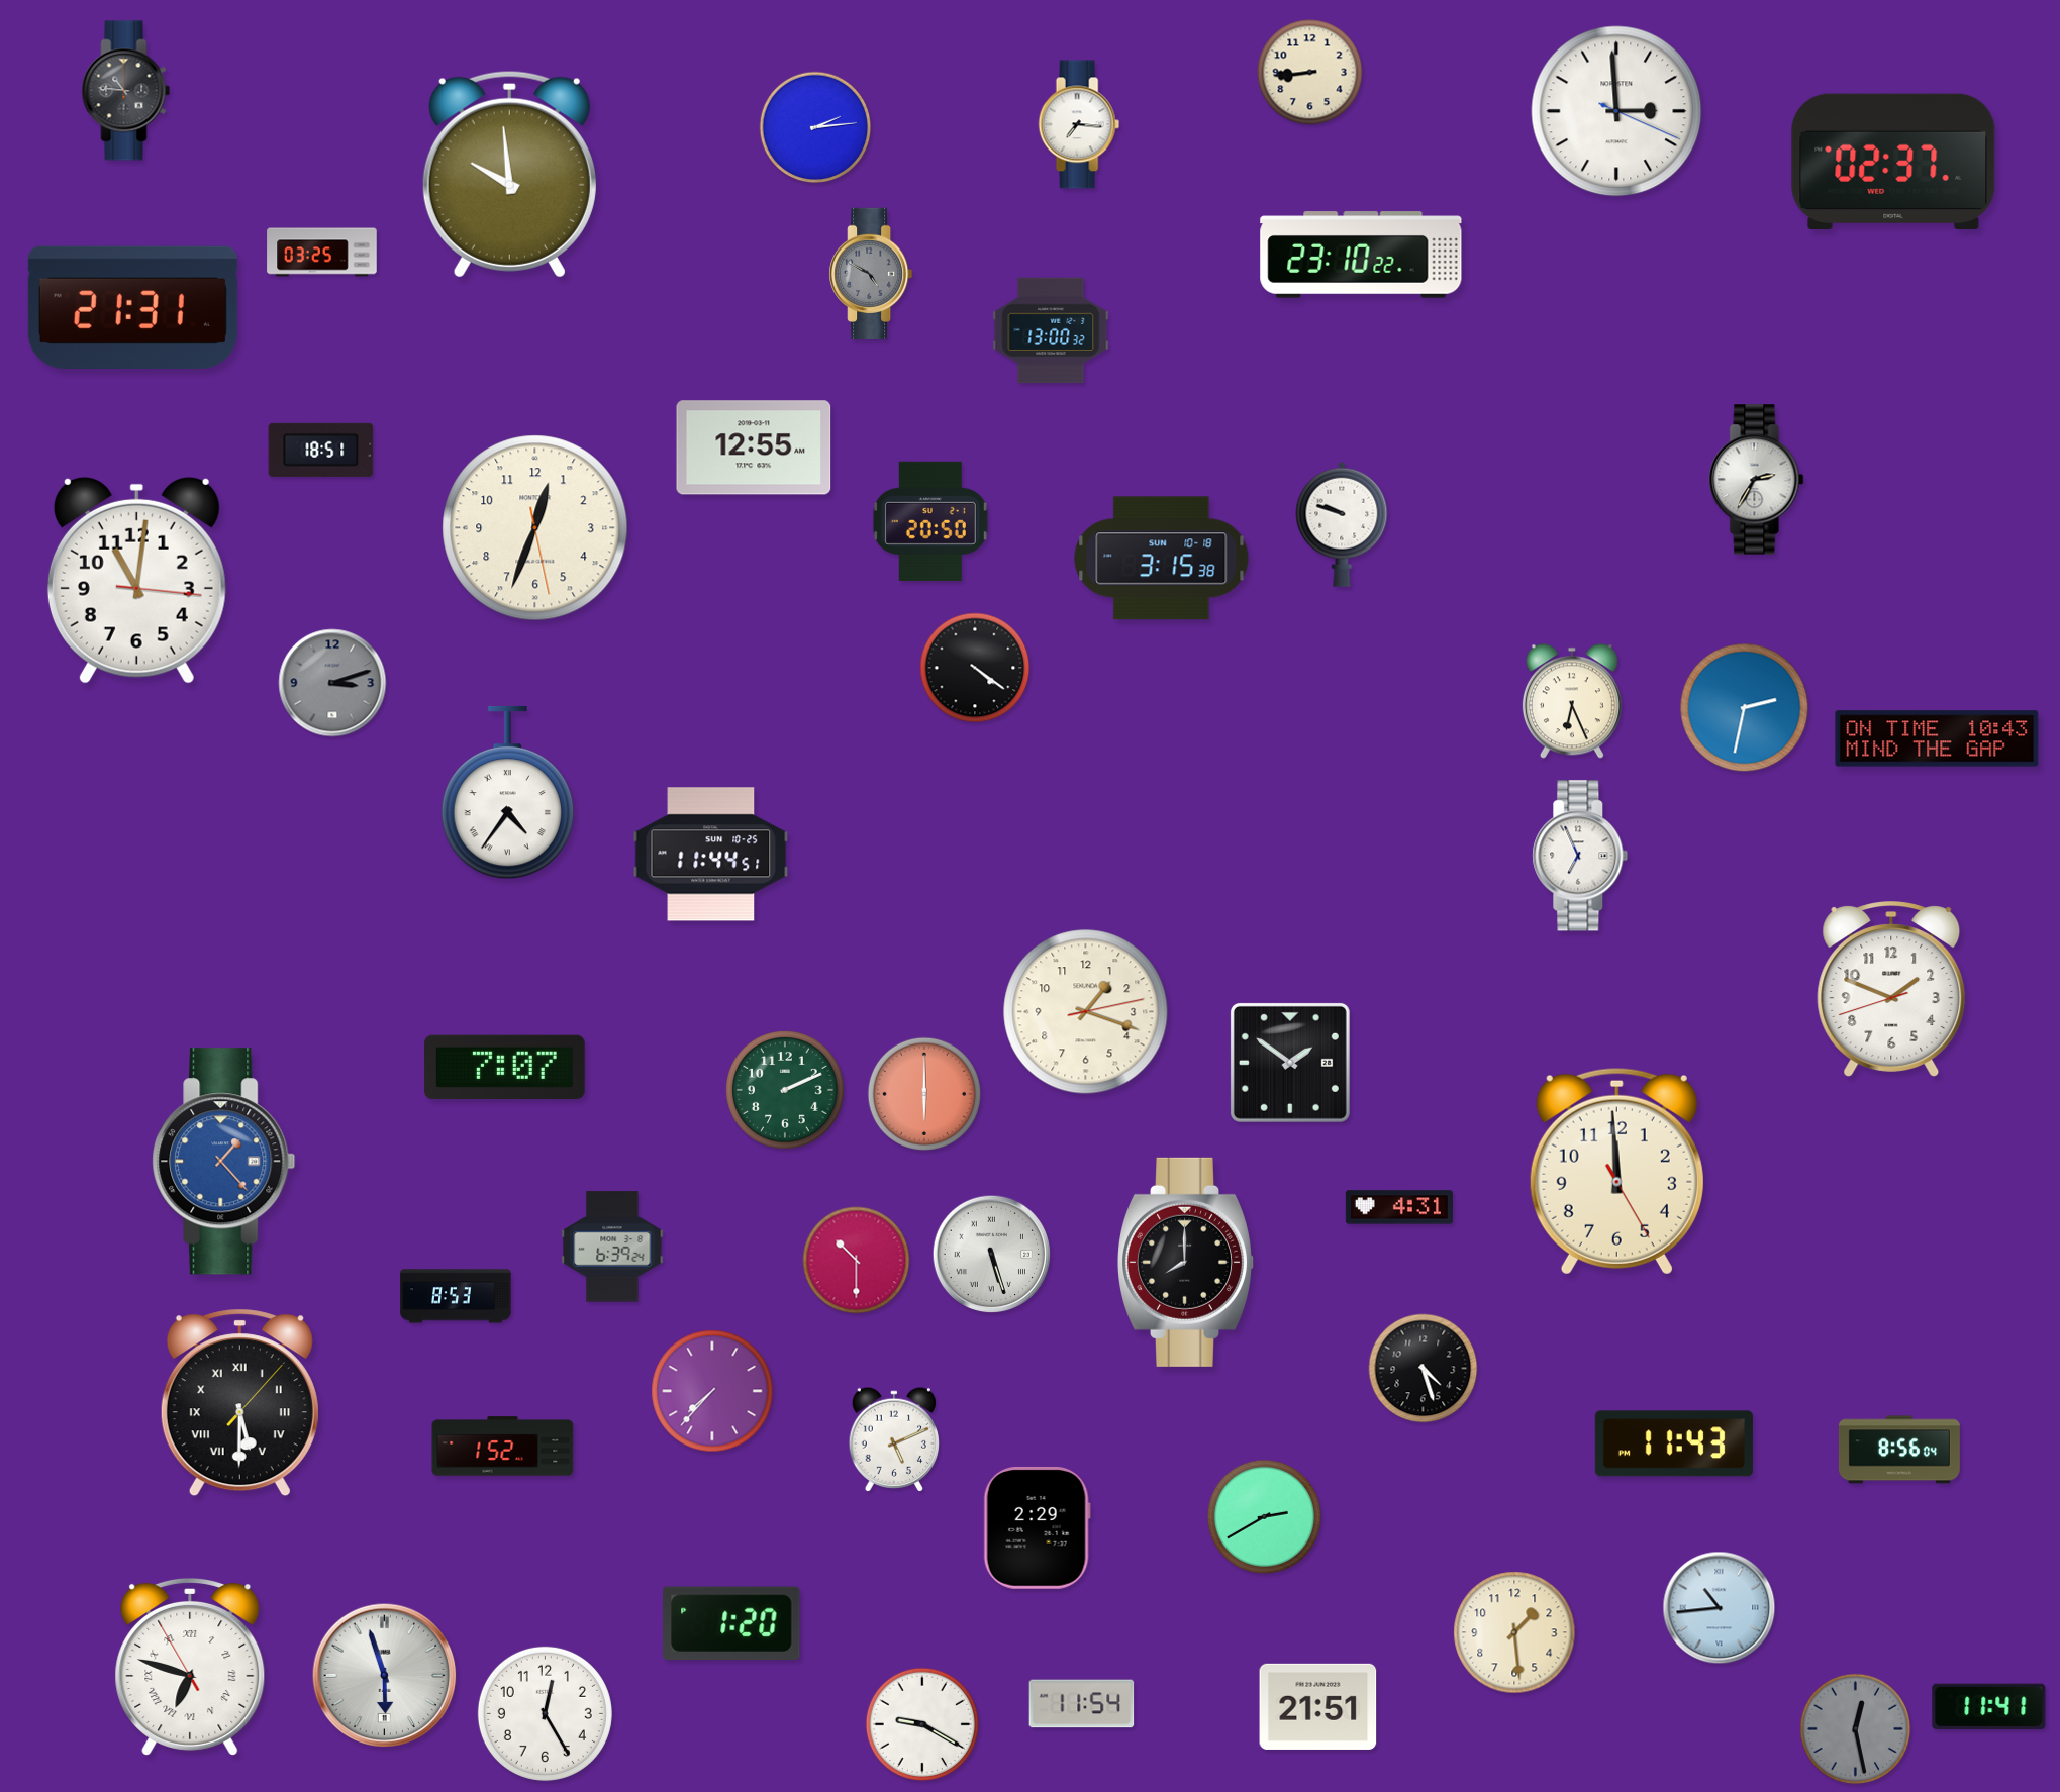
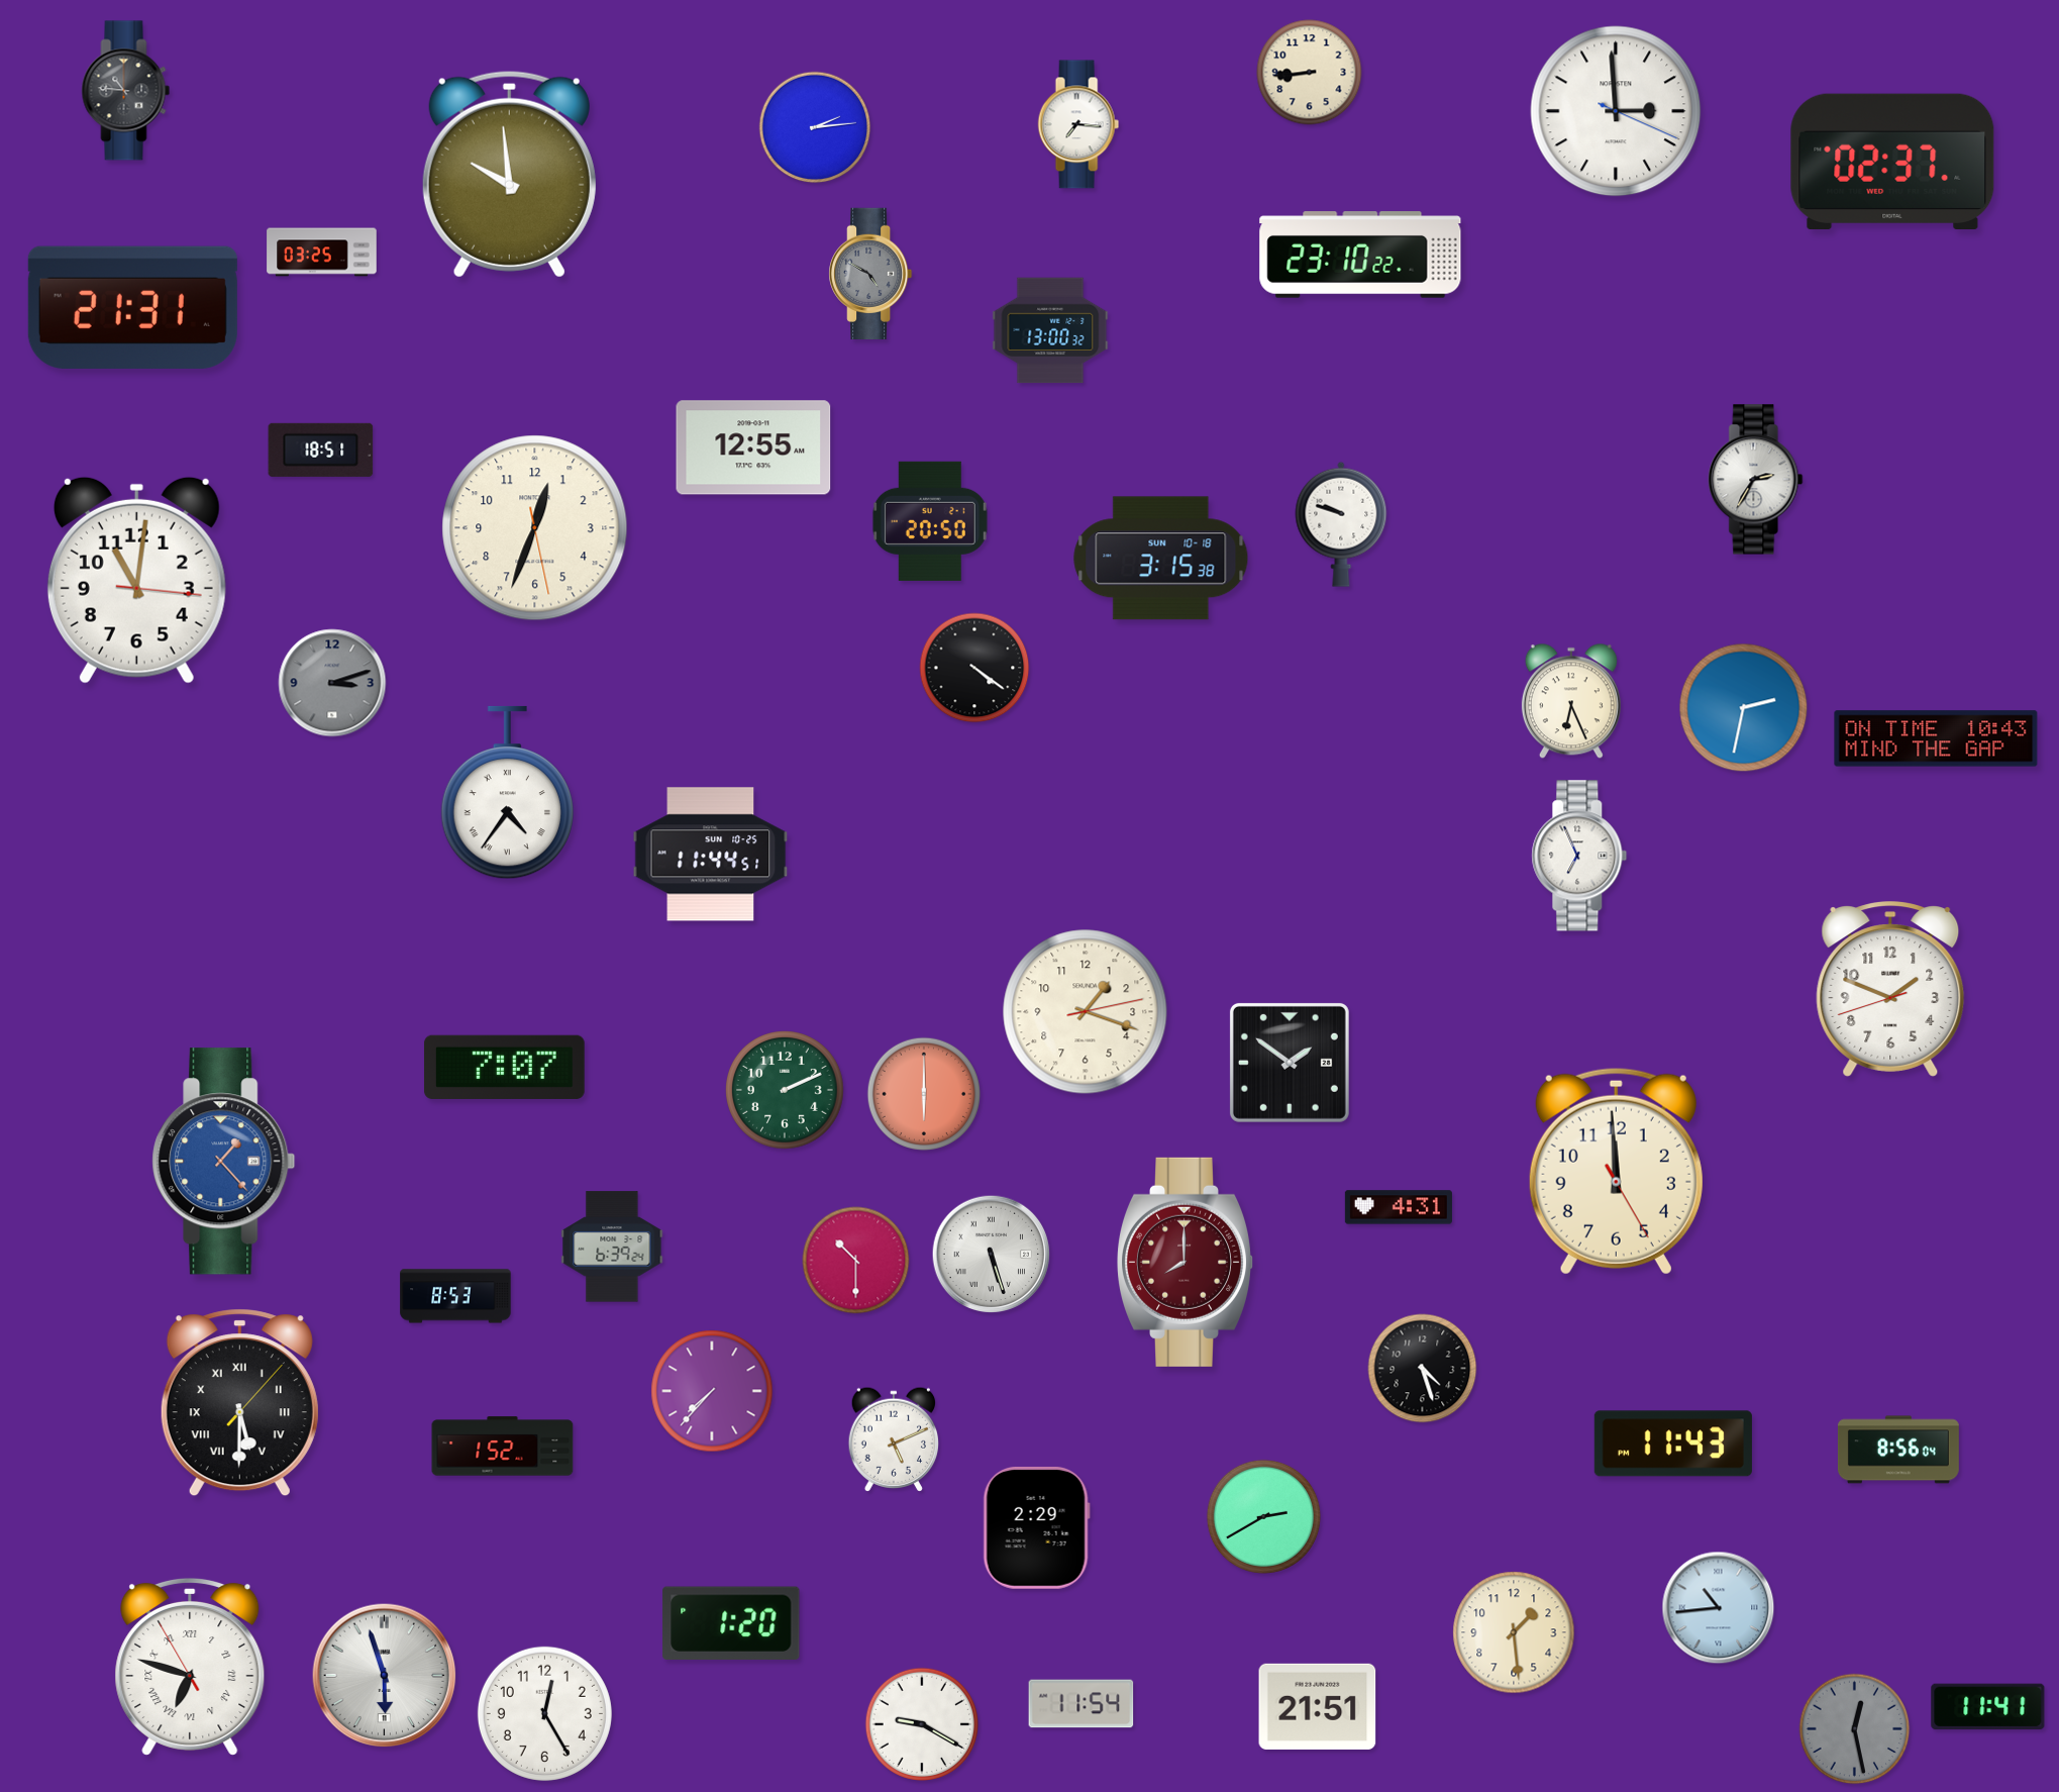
clock at (1186, 1262) dial: black -> burgundy
